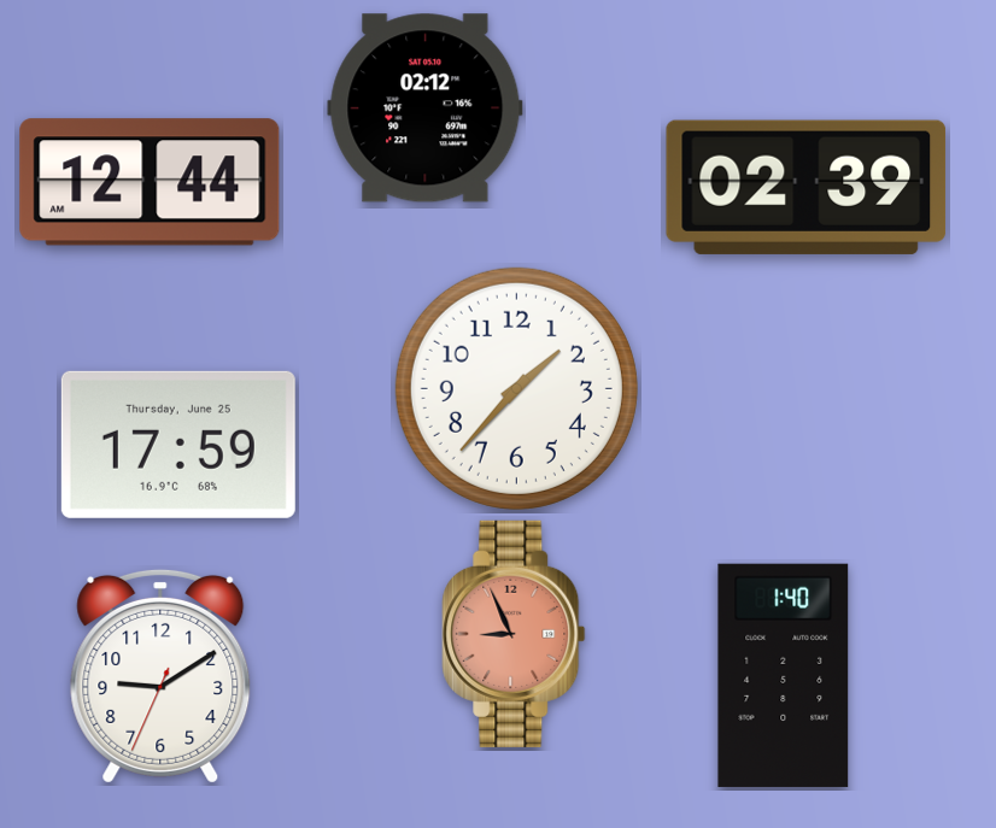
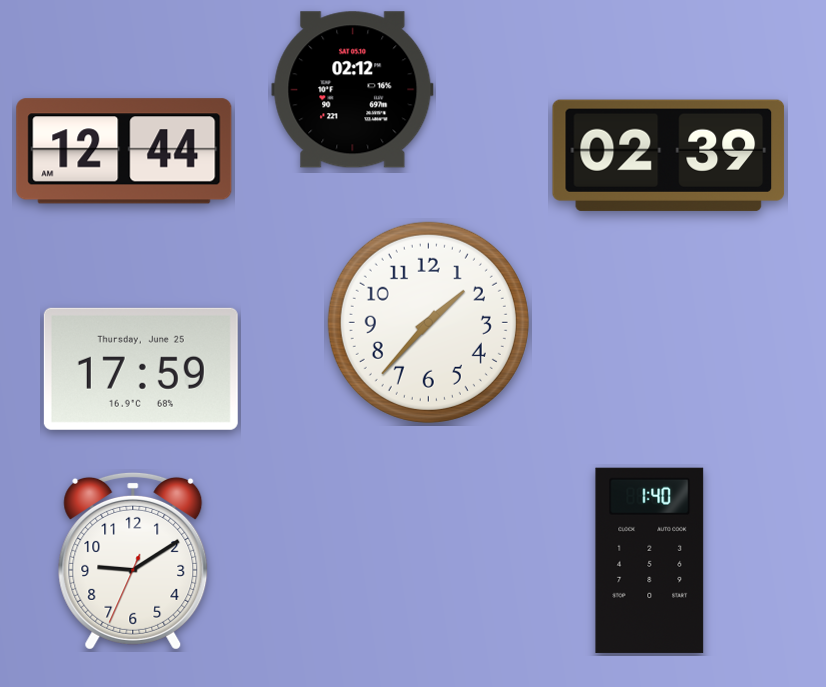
clock at (178, 445) position: (178, 445) -> (141, 369)
clock at (514, 634): 8:56 -> none
